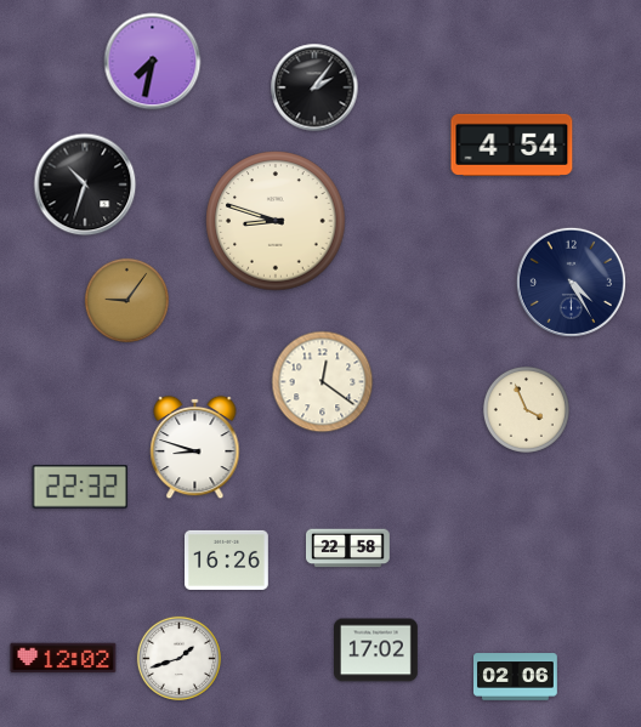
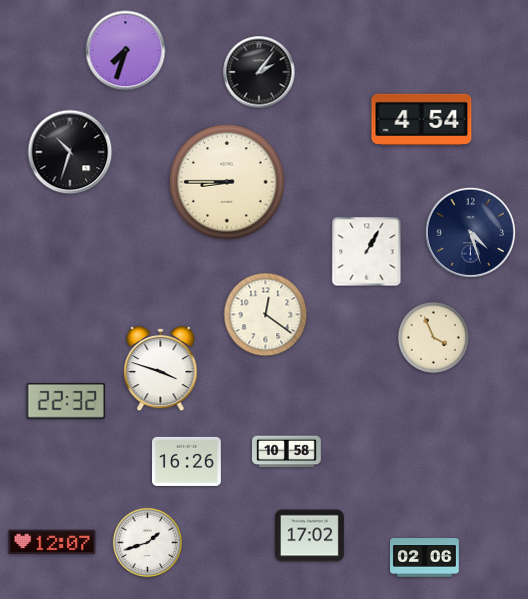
clock at (153, 62): 7:32 -> 7:33
clock at (276, 221): 8:48 -> 8:45
clock at (571, 282): 4:25 -> 4:27
clock at (126, 300): 9:06 -> none
clock at (367, 252): none -> 1:05
clock at (195, 448): 8:48 -> 3:48
clock at (348, 549): 22:58 -> 10:58
clock at (63, 658): 12:02 -> 12:07
